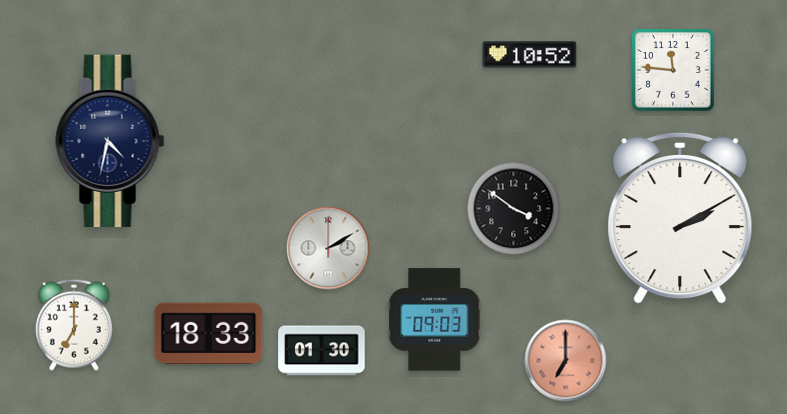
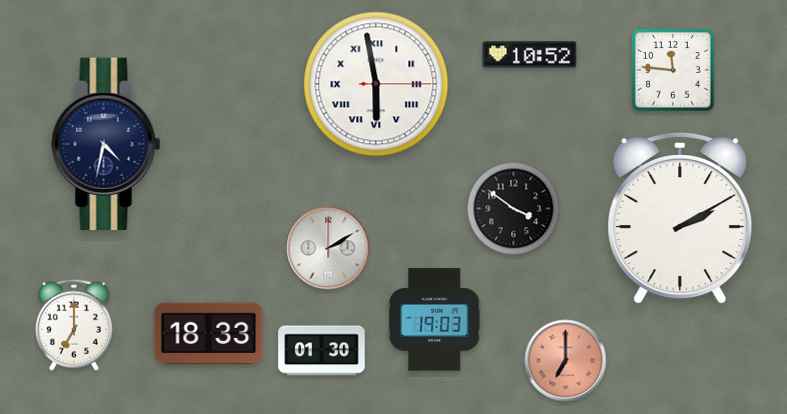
clock at (376, 84): none -> 5:58
clock at (110, 140) position: (110, 140) -> (106, 143)
clock at (435, 320): 09:03 -> 19:03
